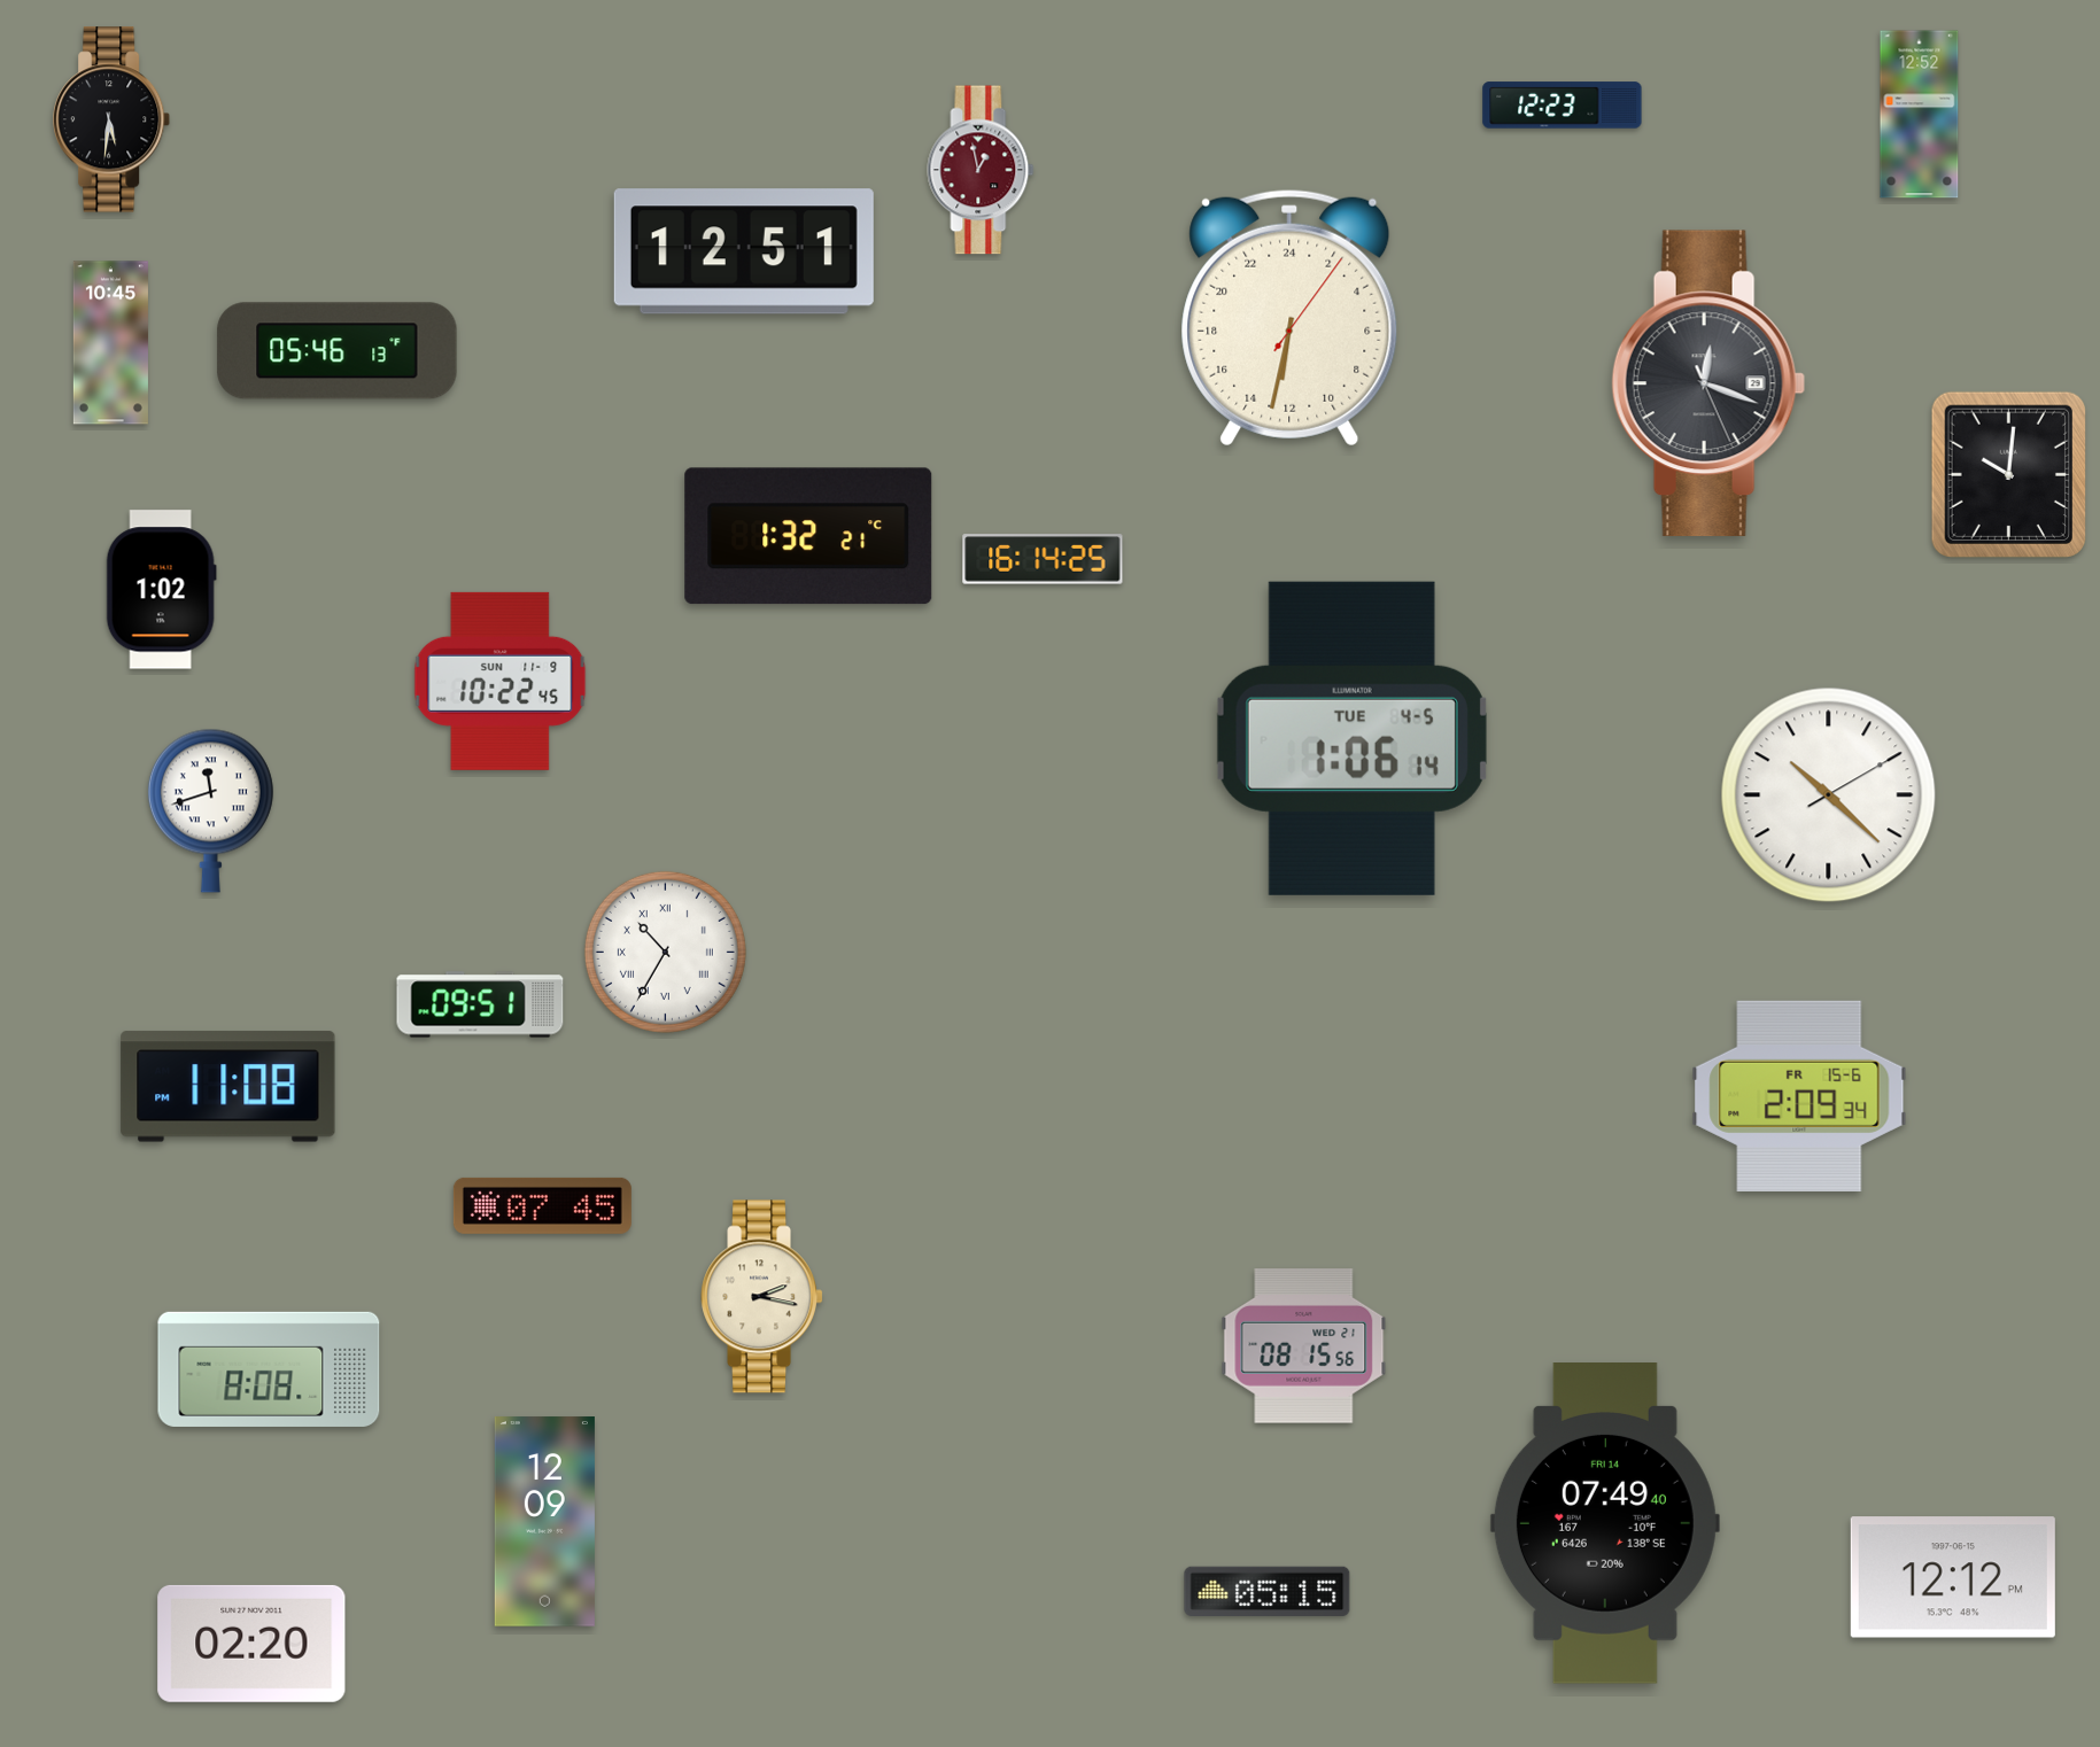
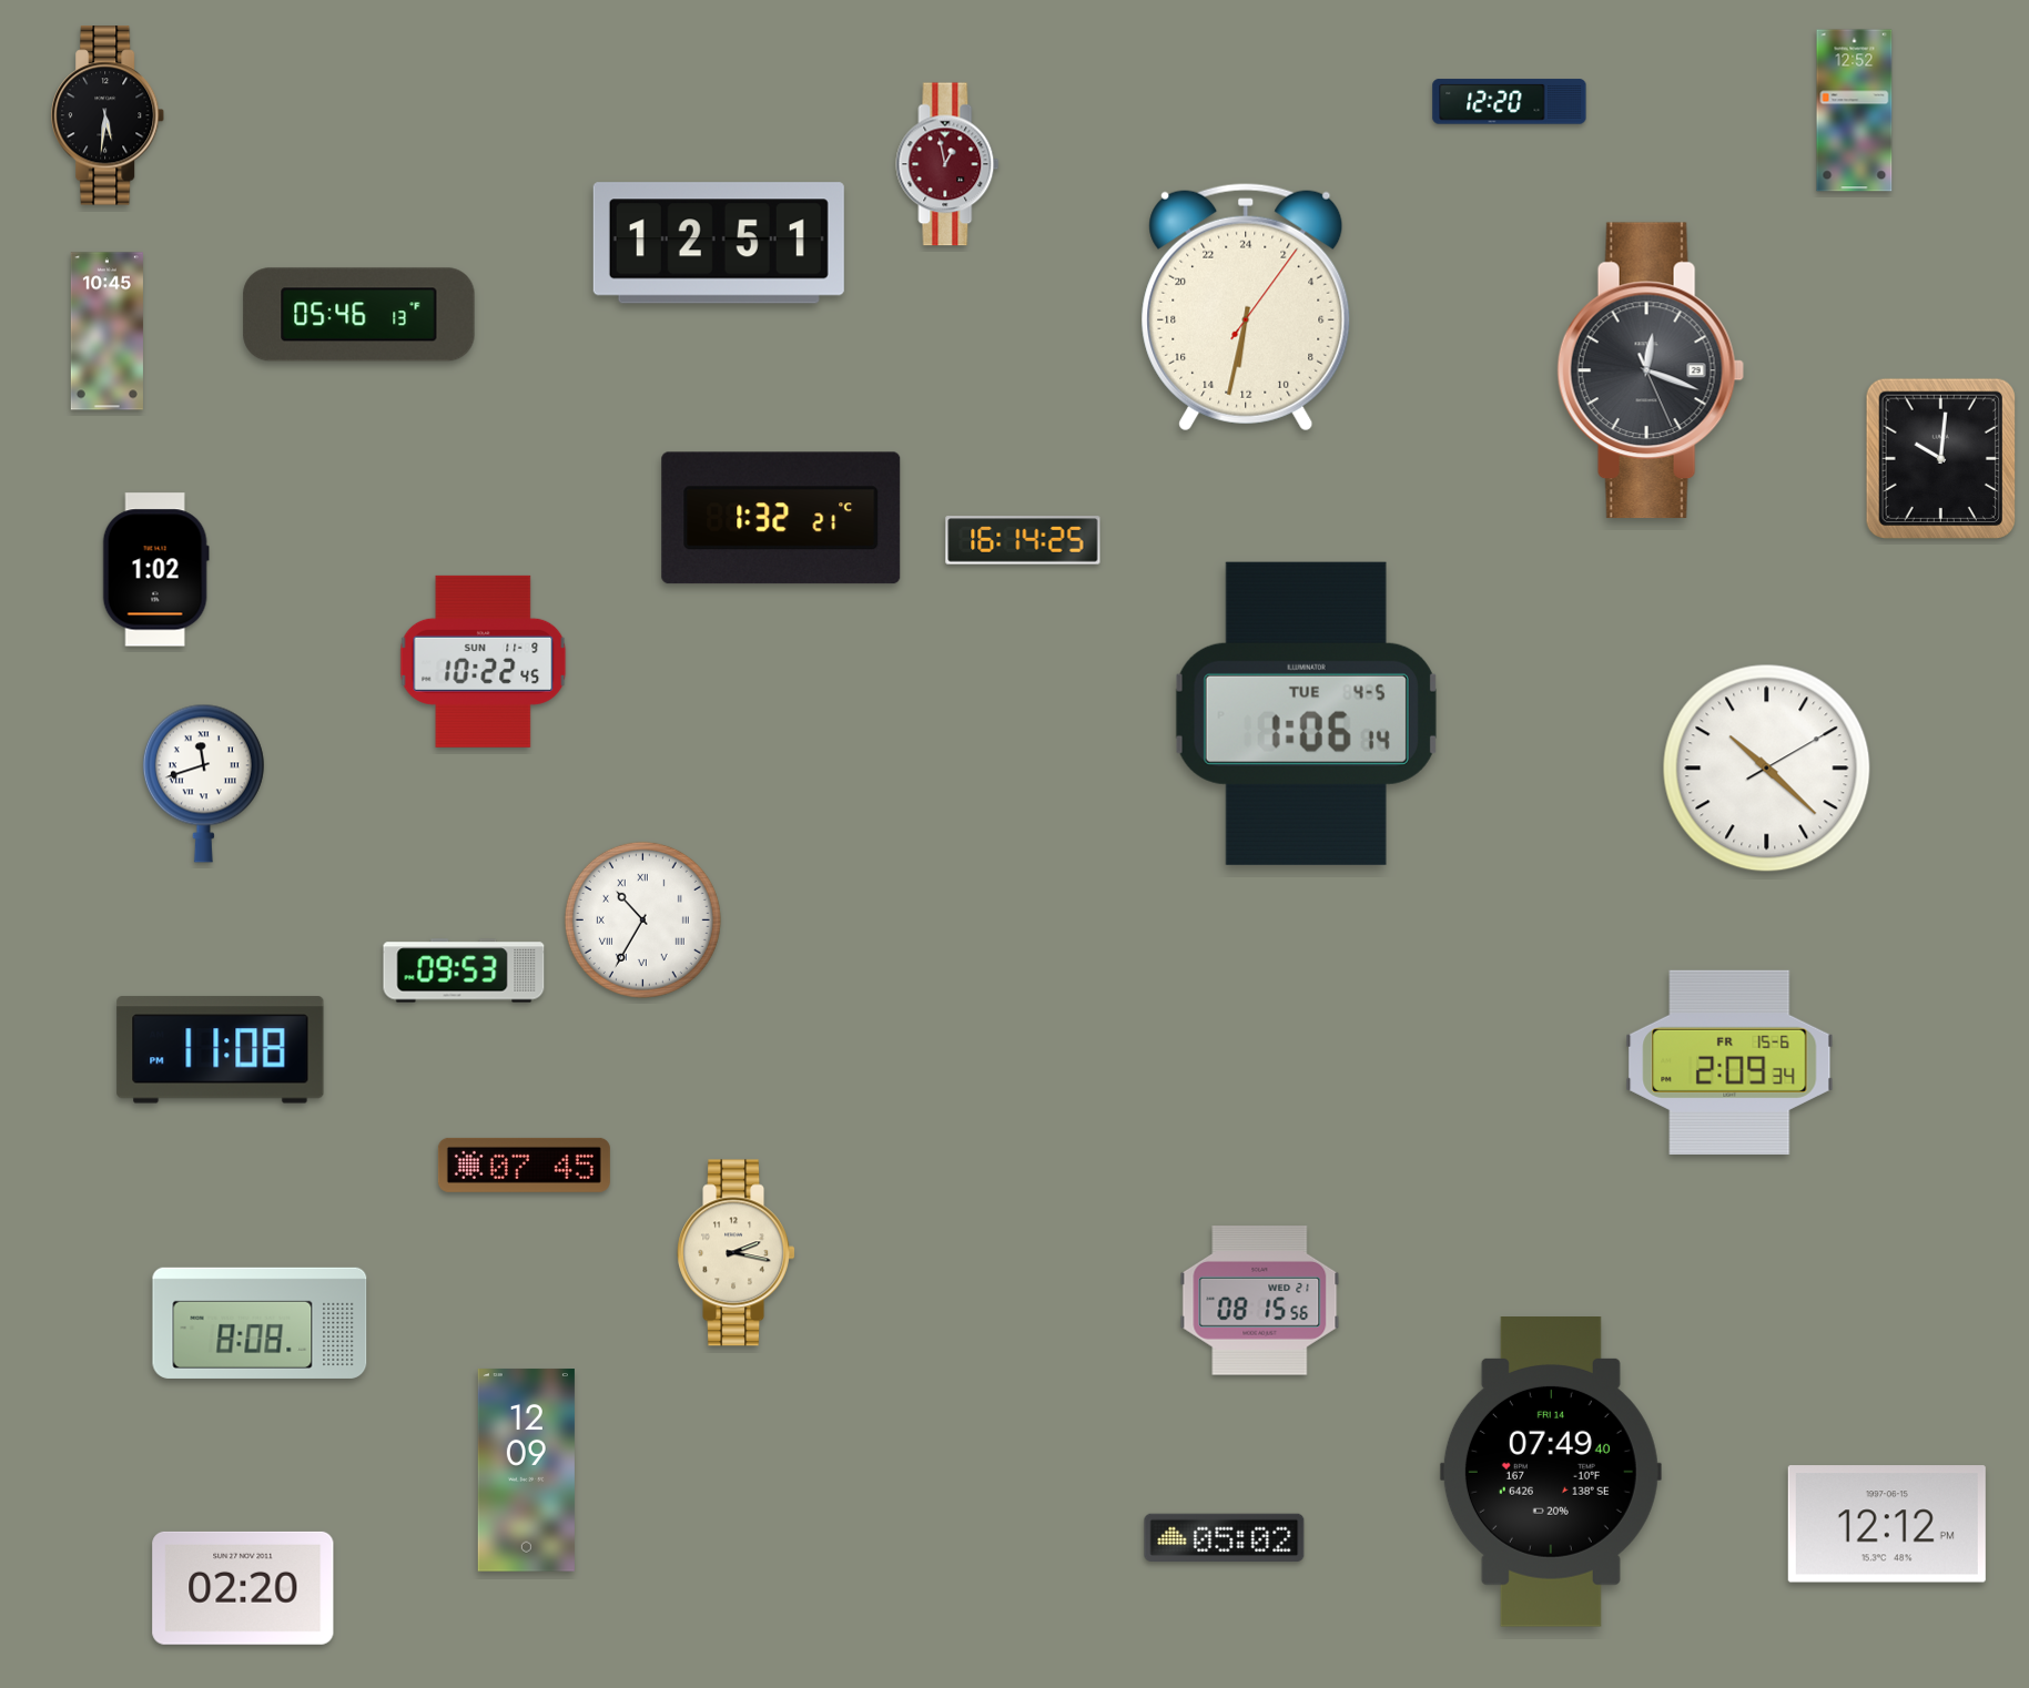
clock at (1563, 106): 12:23 -> 12:20
clock at (338, 351) position: (338, 351) -> (359, 315)
clock at (1043, 559) position: (1043, 559) -> (1023, 540)
clock at (501, 681) position: (501, 681) -> (484, 661)
clock at (480, 1004): 09:51 -> 09:53
clock at (1799, 1096) position: (1799, 1096) -> (1729, 1062)
clock at (1268, 1591): 05:15 -> 05:02
